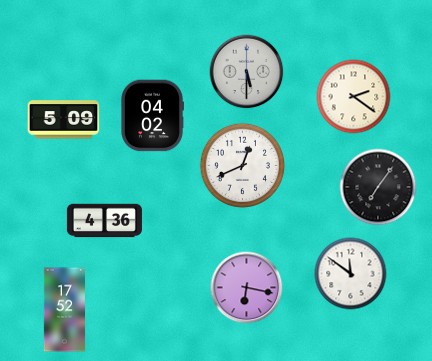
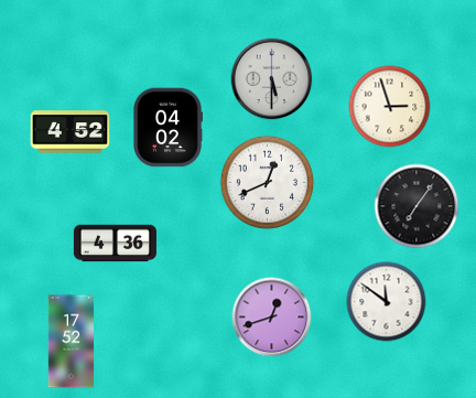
clock at (354, 97): 2:21 -> 2:57
clock at (64, 120): 5:09 -> 4:52
clock at (247, 288): 6:17 -> 12:42
